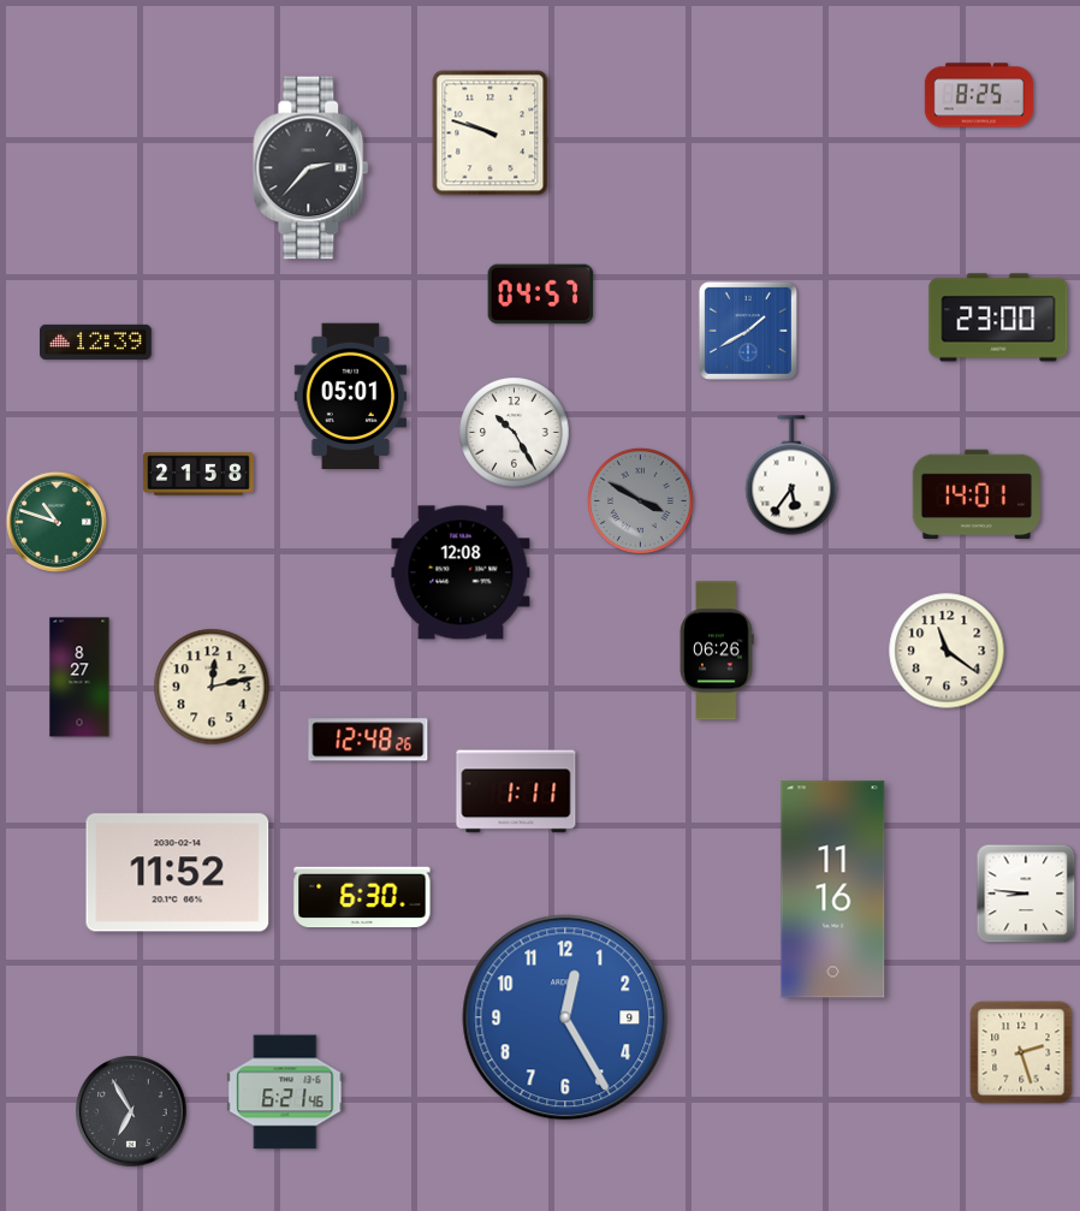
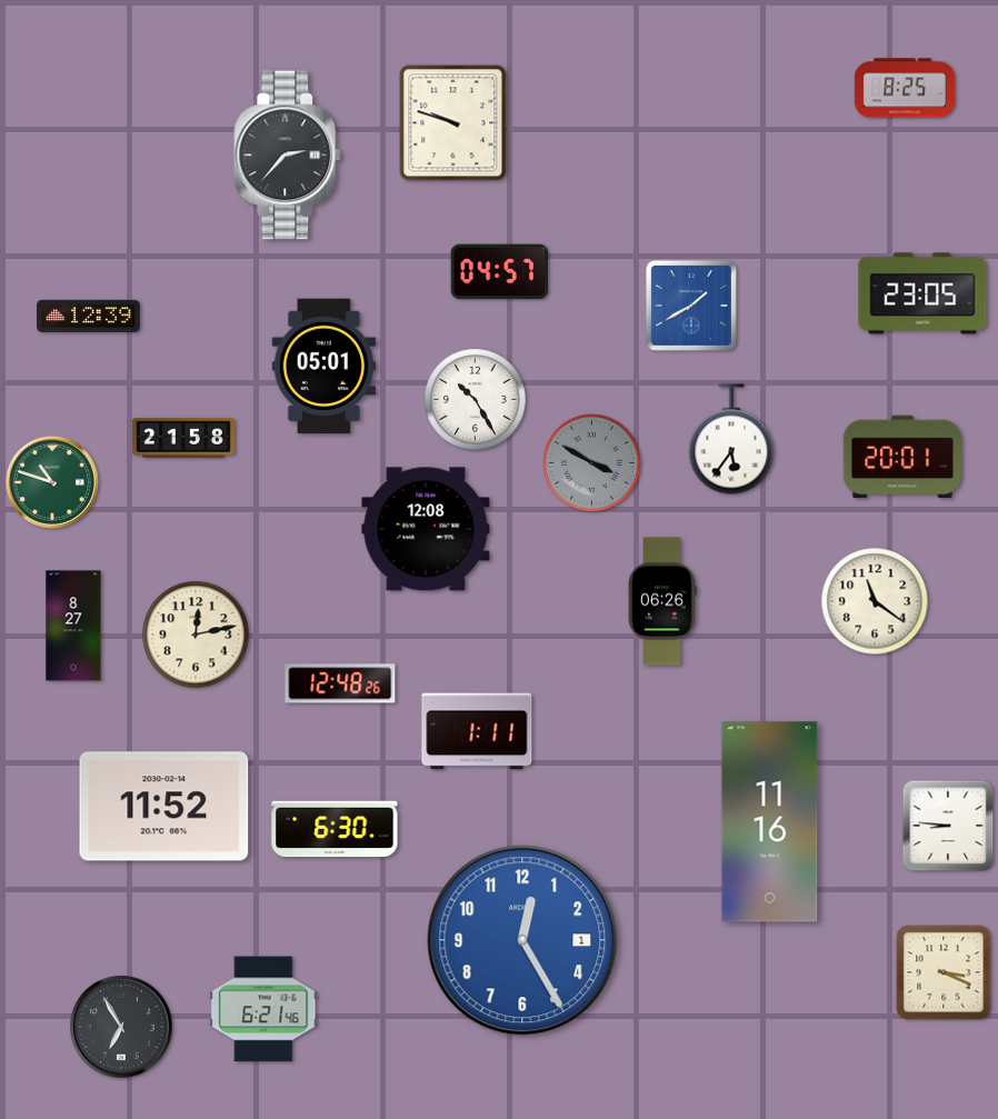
clock at (998, 317): 23:00 -> 23:05
clock at (977, 494): 14:01 -> 20:01
clock at (565, 1017) date: 9 -> 1
clock at (1021, 1052): 2:27 -> 3:19
